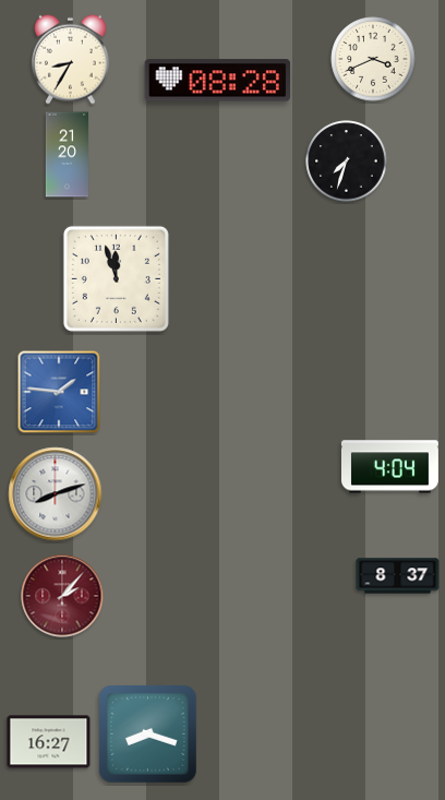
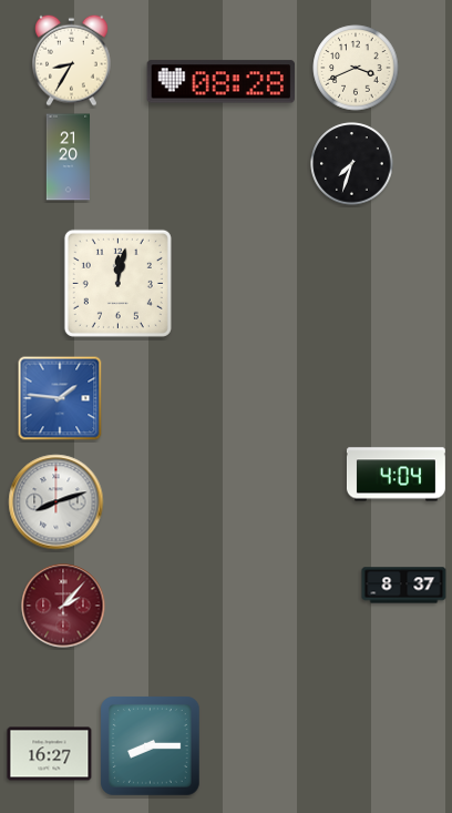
clock at (373, 59) position: (373, 59) -> (356, 68)
clock at (116, 278): 11:57 -> 12:02
clock at (148, 735): 8:18 -> 8:15
